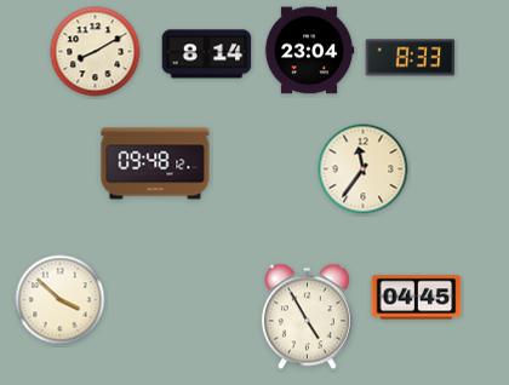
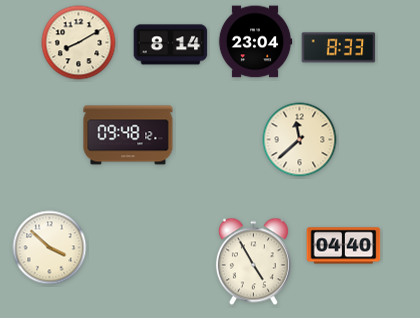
clock at (364, 169): 11:36 -> 11:38
clock at (417, 298): 04:45 -> 04:40
